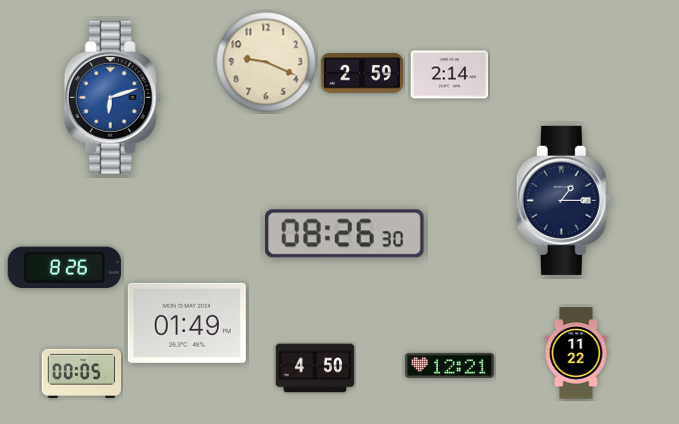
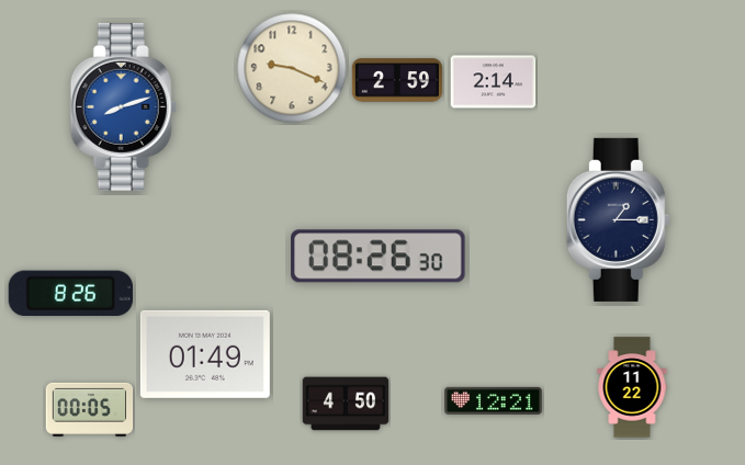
clock at (112, 97): 6:12 -> 8:12
